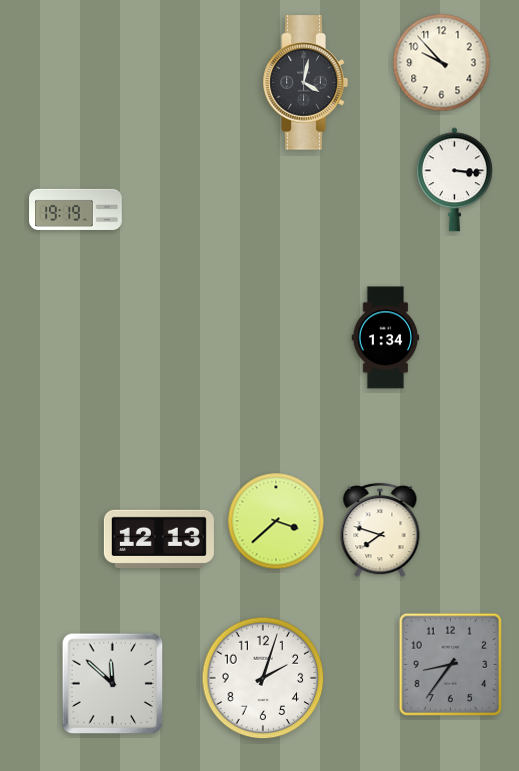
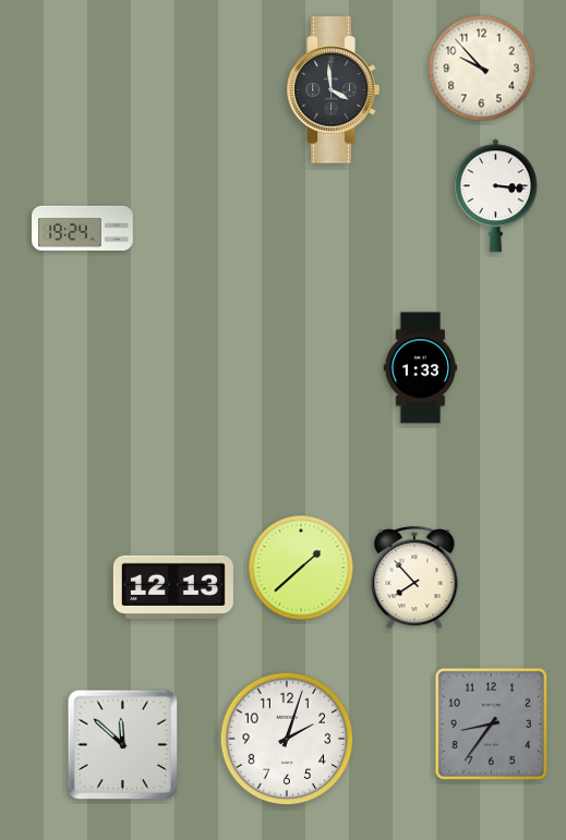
clock at (305, 83): 4:02 -> 3:59
clock at (76, 209): 19:19 -> 19:24
clock at (386, 338): 1:34 -> 1:33
clock at (276, 521): 3:38 -> 1:38
clock at (380, 530): 7:48 -> 7:53
